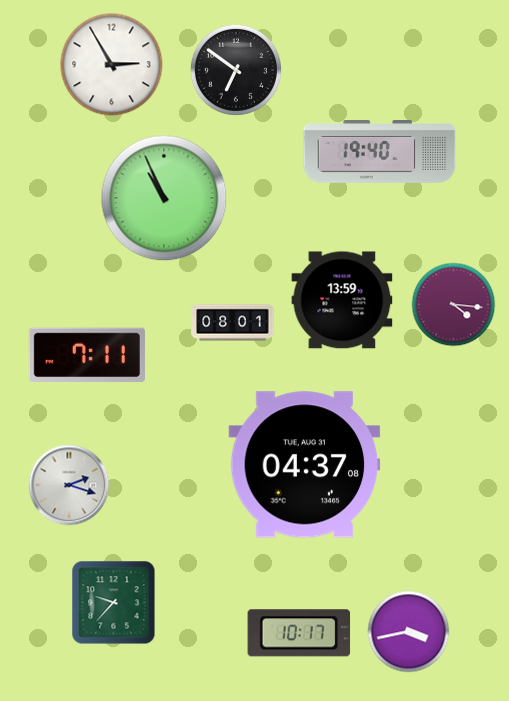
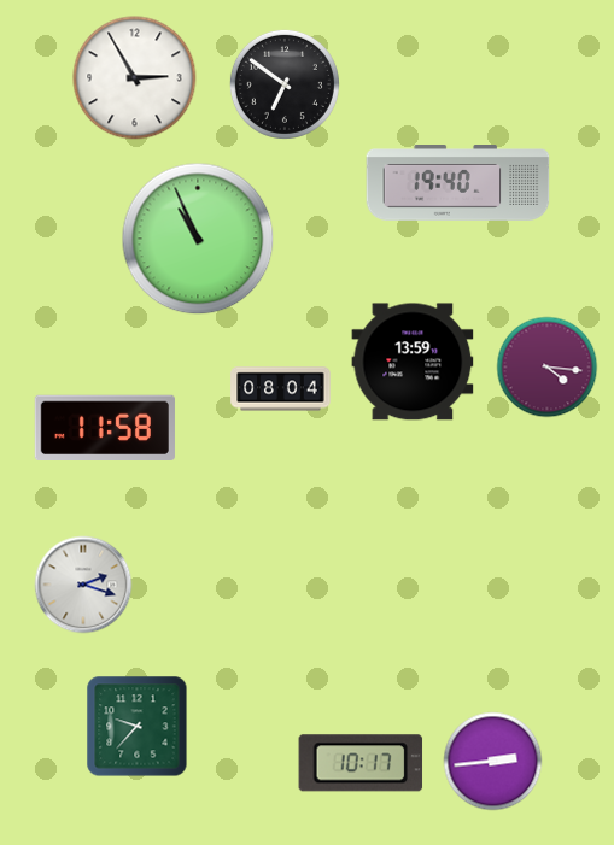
clock at (233, 323): 08:01 -> 08:04
clock at (87, 355): 7:11 -> 11:58
clock at (305, 465): 04:37 -> none
clock at (409, 632): 3:43 -> 2:44
